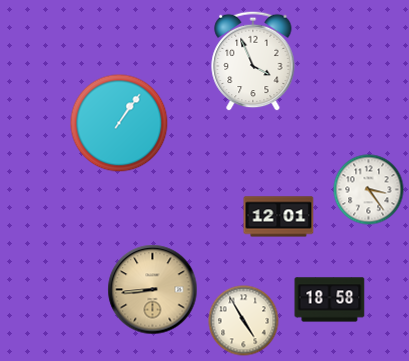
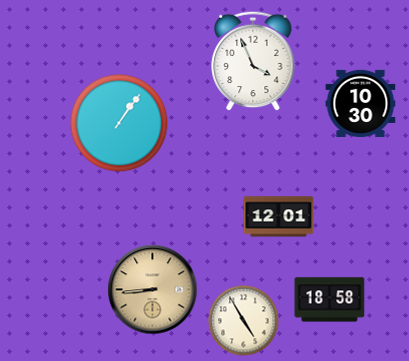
clock at (361, 103): none -> 10:30
clock at (369, 190): 3:24 -> none
